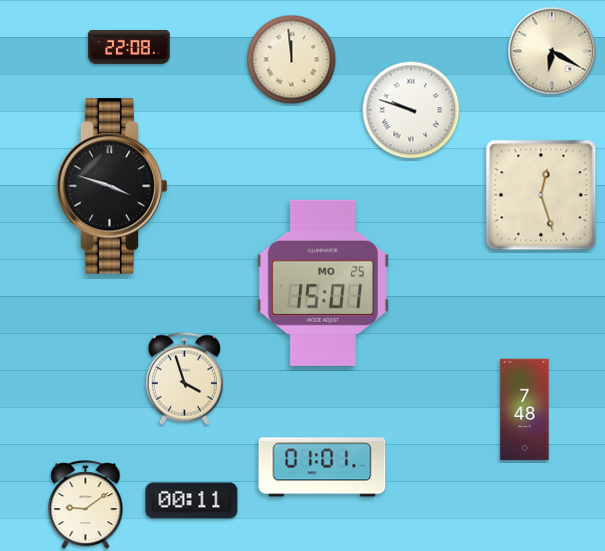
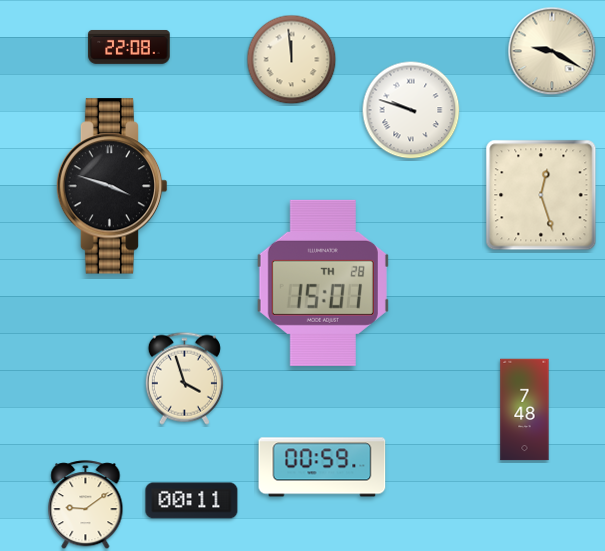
clock at (552, 51): 6:20 -> 9:20
clock at (323, 283) date: MO 25 -> TH 28
clock at (322, 467): 01:01 -> 00:59
